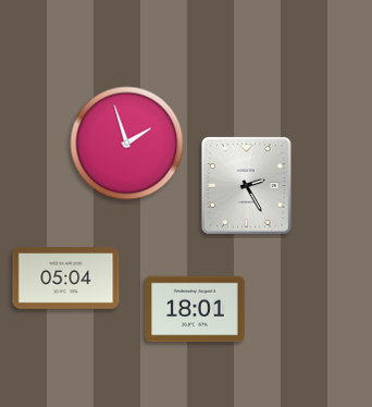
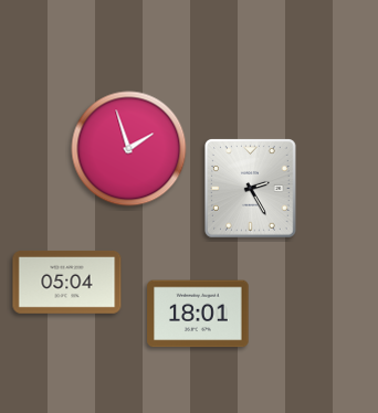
clock at (127, 144) position: (127, 144) -> (129, 149)
